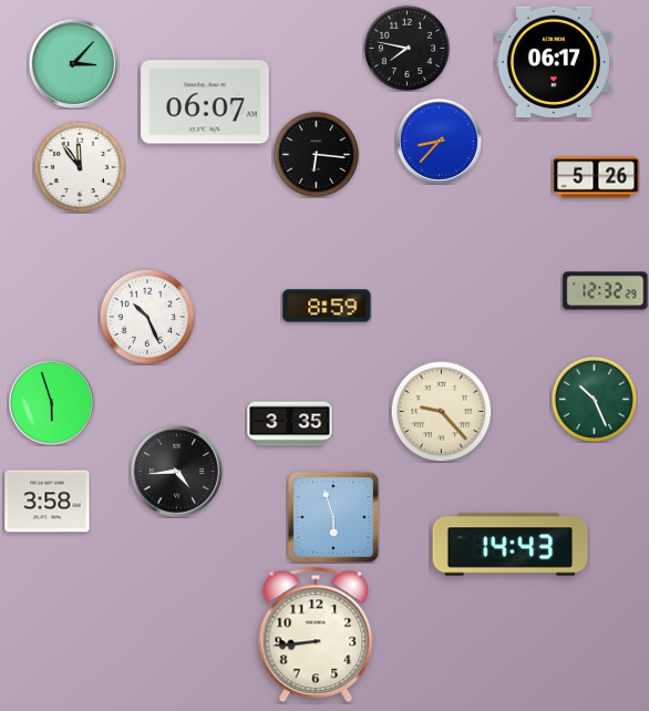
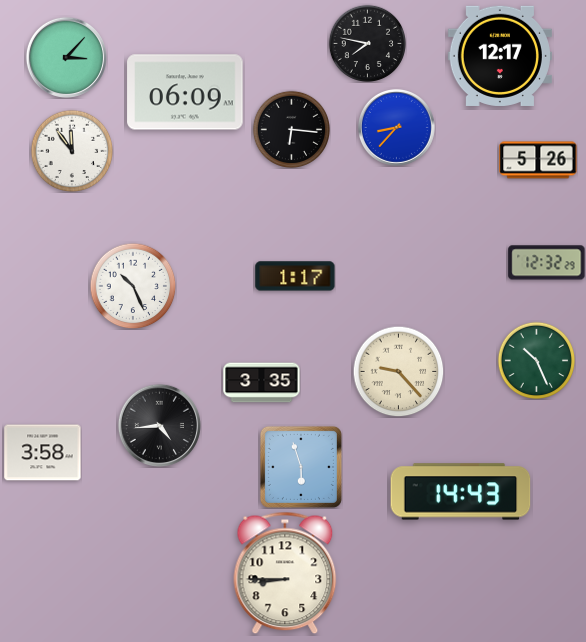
clock at (554, 62): 06:17 -> 12:17
clock at (205, 102): 06:07 -> 06:09
clock at (316, 154) position: (316, 154) -> (291, 129)
clock at (327, 306): 8:59 -> 1:17
clock at (51, 402): 5:57 -> none
clock at (316, 635): 8:44 -> 8:45
